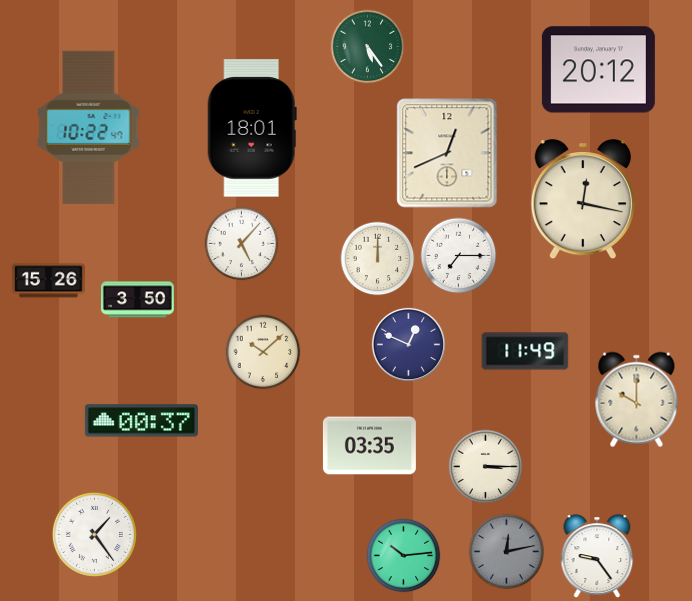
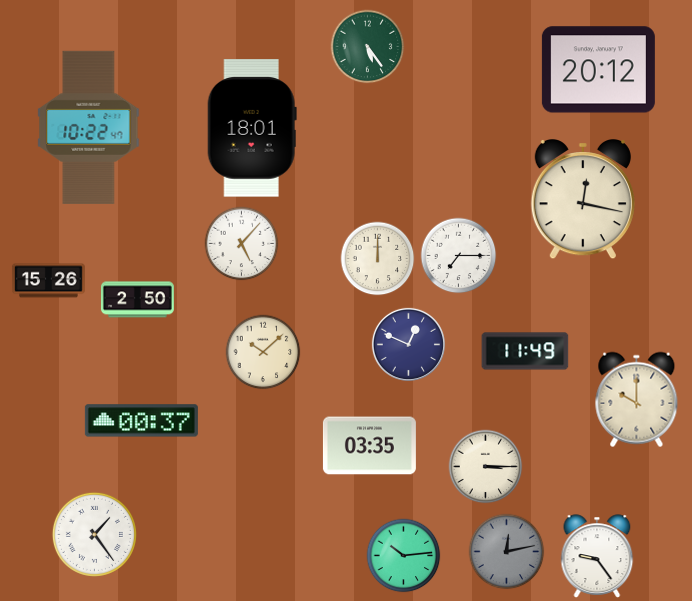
clock at (447, 153): 12:41 -> none
clock at (137, 300): 3:50 -> 2:50
